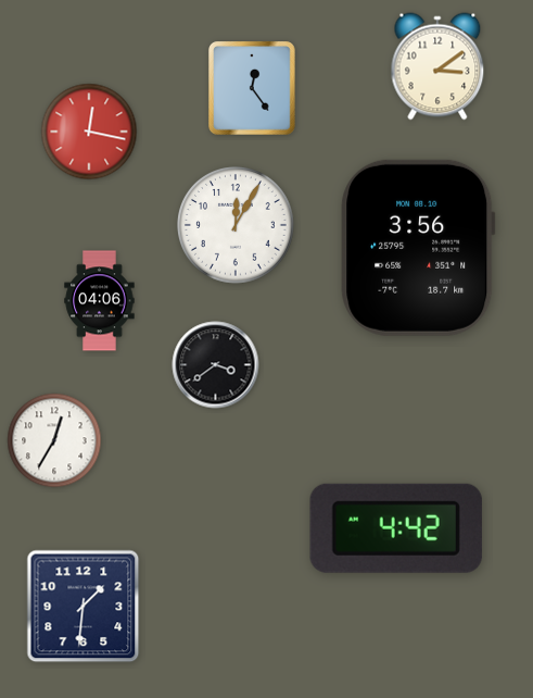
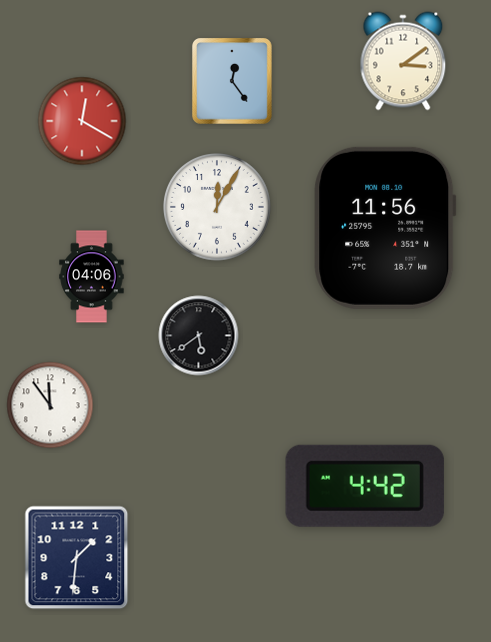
clock at (89, 132): 12:17 -> 12:20
clock at (418, 248): 3:56 -> 11:56
clock at (216, 365): 3:39 -> 5:39
clock at (54, 440): 12:35 -> 11:54
